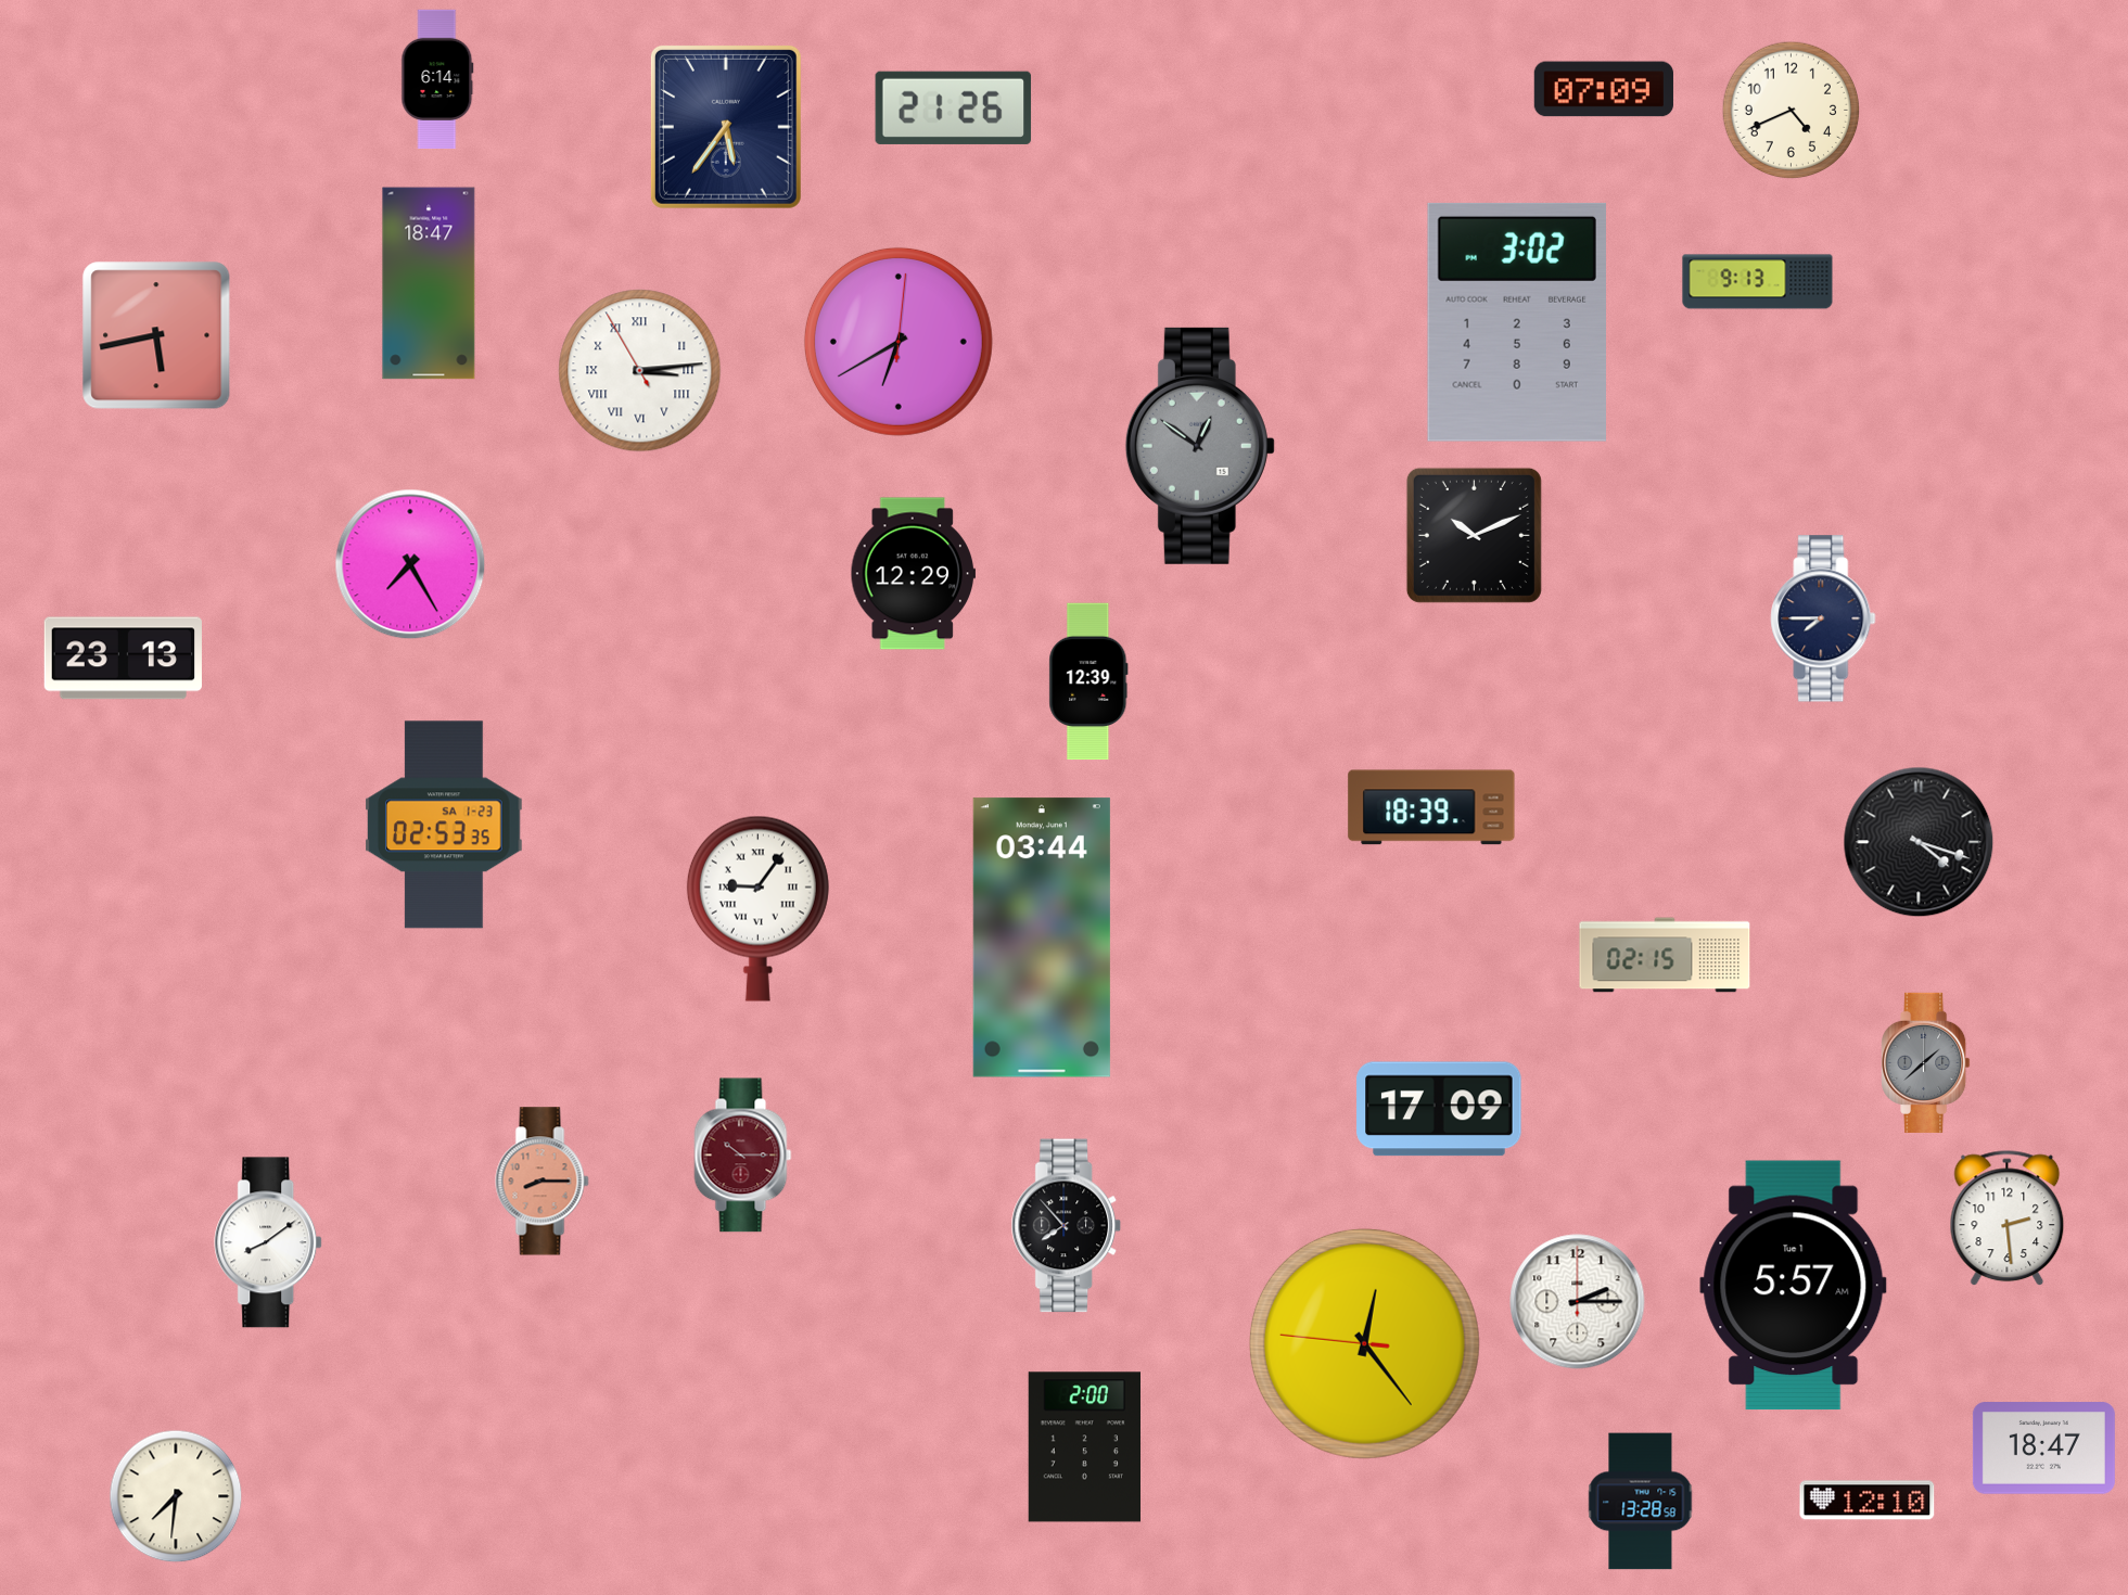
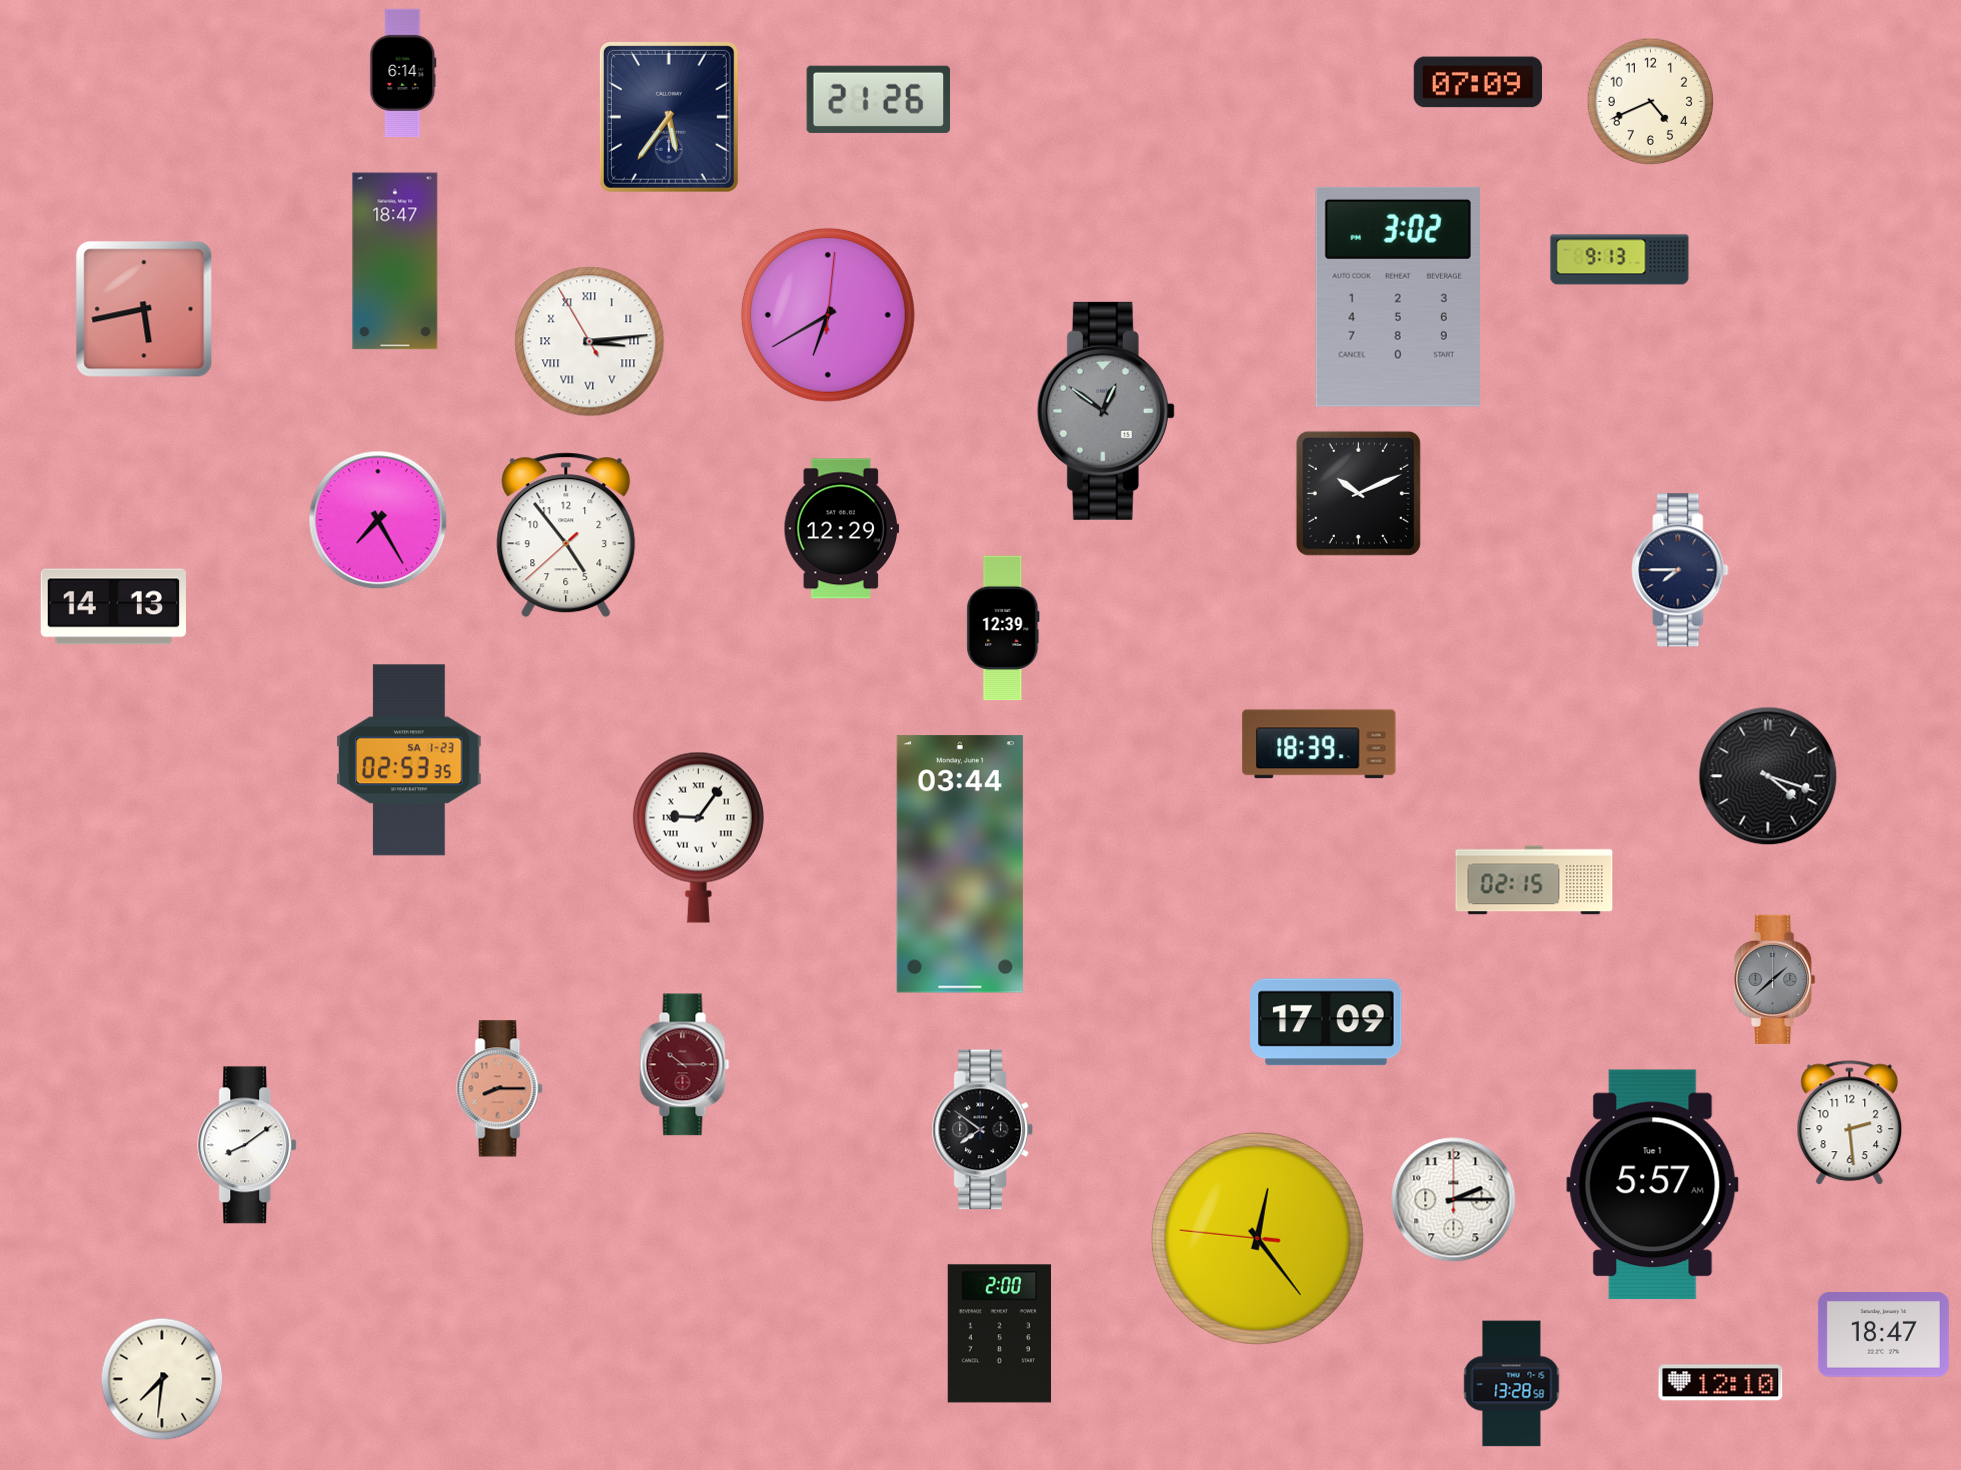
clock at (566, 535): none -> 4:53
clock at (123, 659): 23:13 -> 14:13
clock at (1067, 1226): 7:53 -> 7:51
